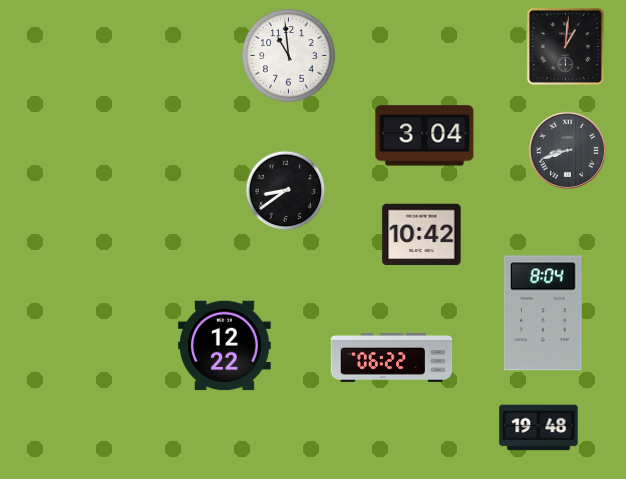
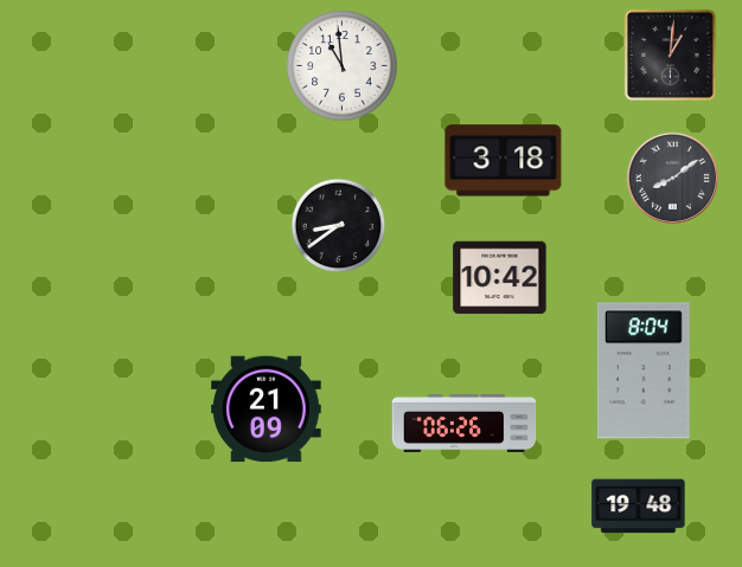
clock at (425, 136): 3:04 -> 3:18
clock at (567, 150): 8:42 -> 8:09
clock at (225, 346): 12:22 -> 21:09
clock at (392, 357): 06:22 -> 06:26
